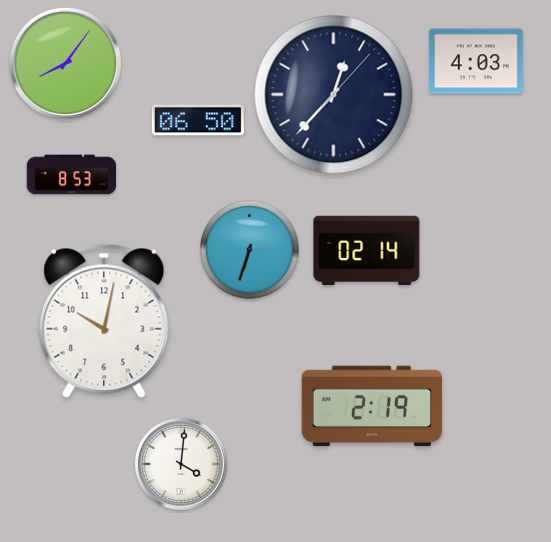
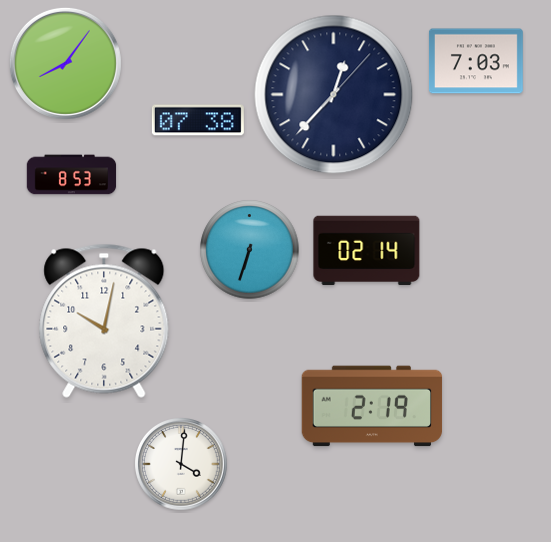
clock at (476, 61): 4:03 -> 7:03
clock at (198, 120): 06:50 -> 07:38
